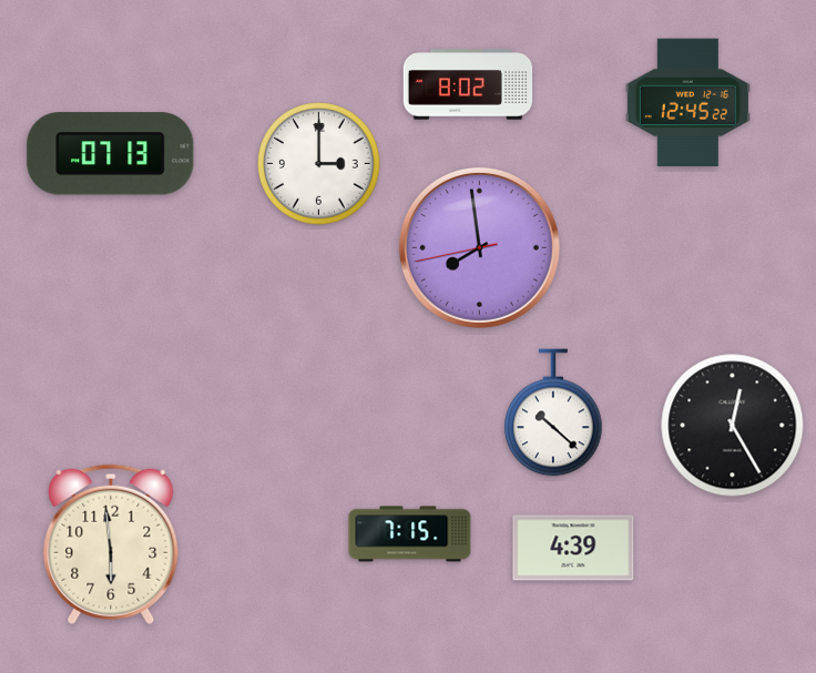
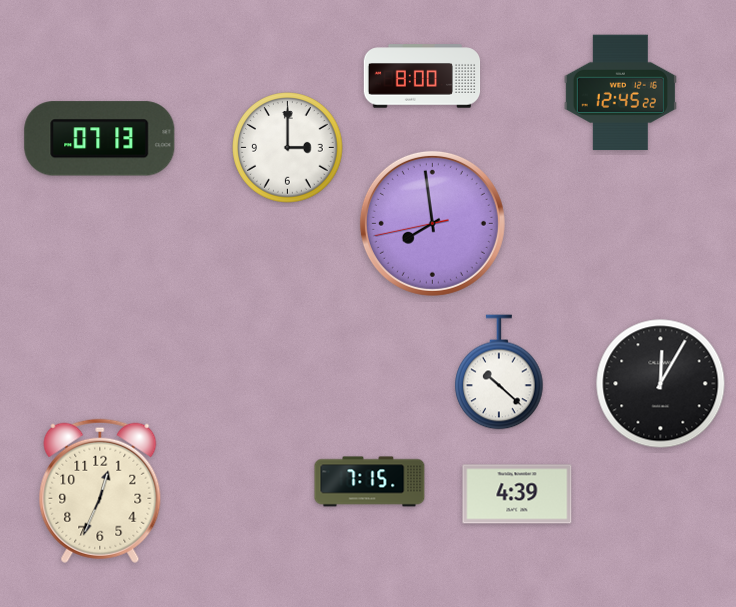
clock at (468, 84): 8:02 -> 8:00
clock at (733, 426): 12:25 -> 12:05
clock at (111, 544): 5:59 -> 12:34
